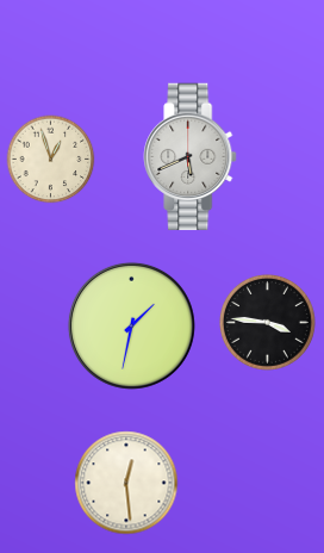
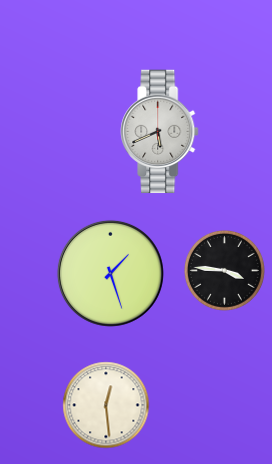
clock at (51, 160): 12:57 -> none
clock at (131, 325): 1:32 -> 1:27
